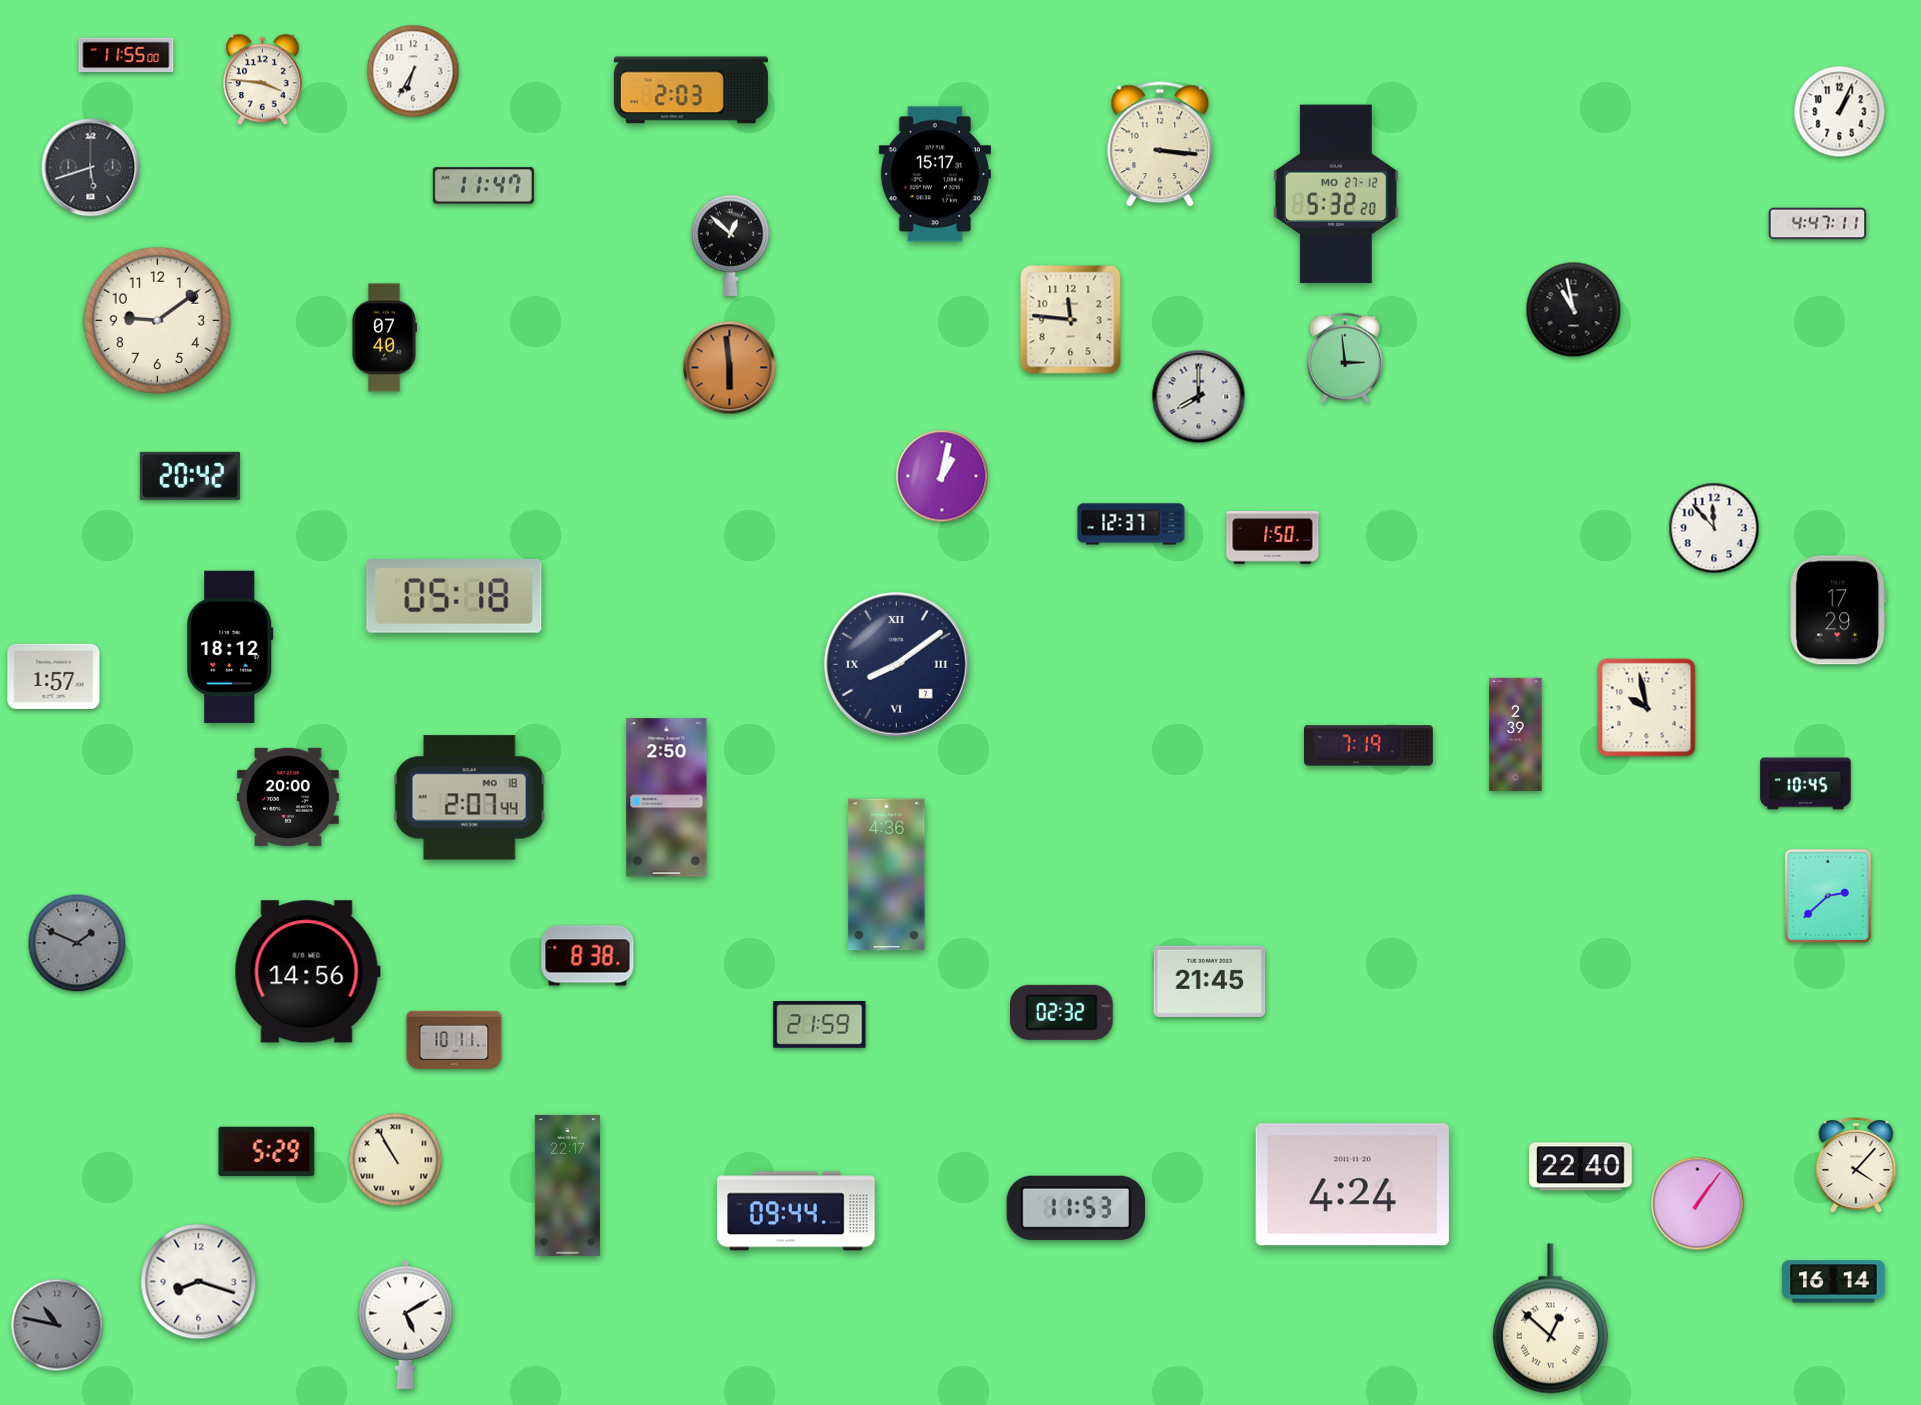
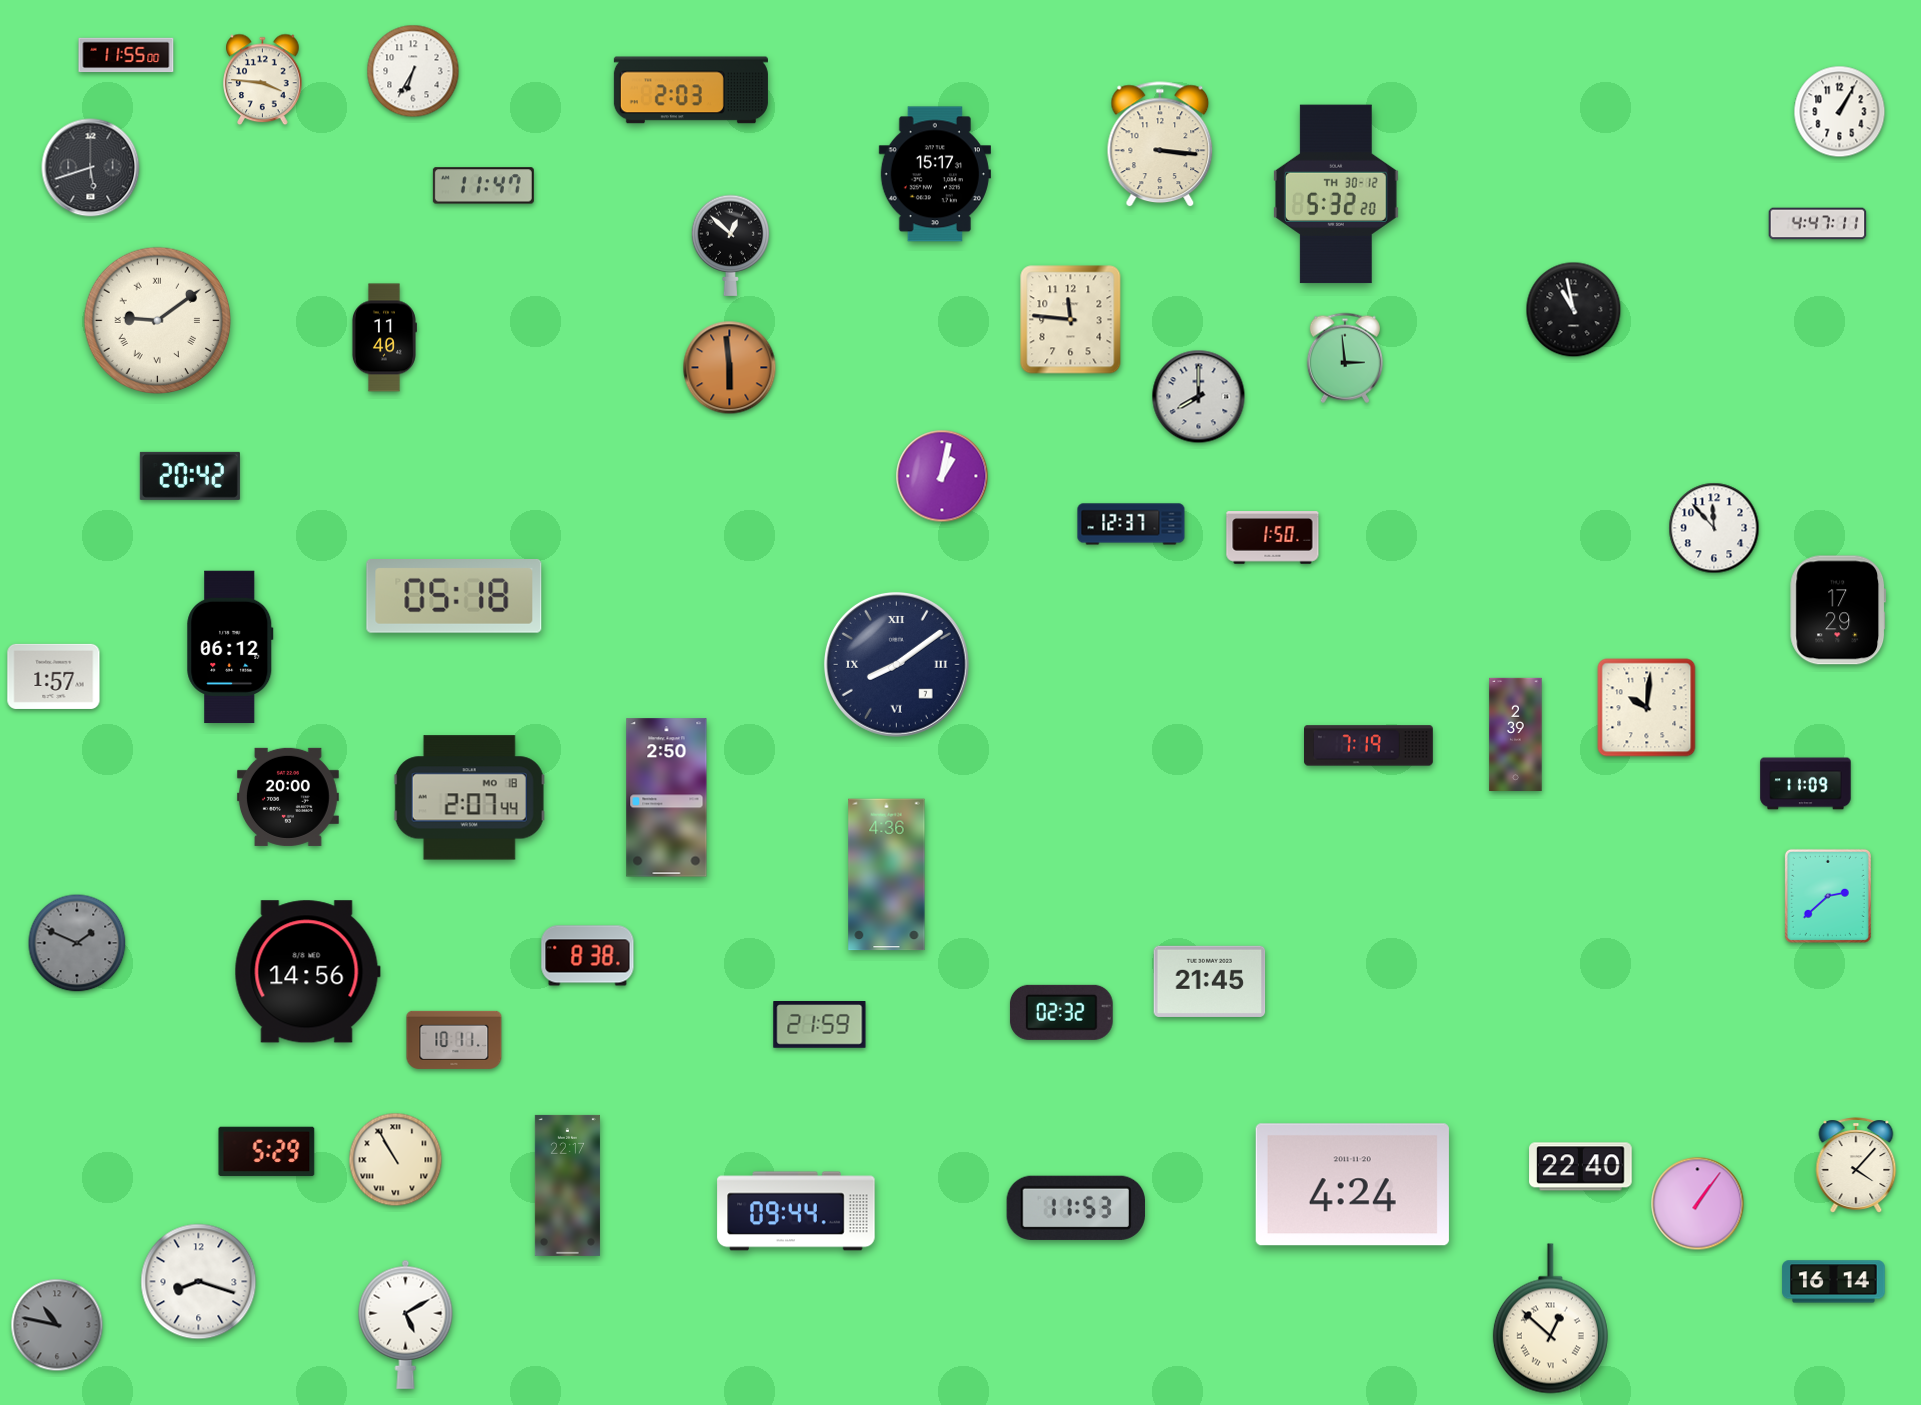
clock at (1840, 112): 1:04 -> 1:05
clock at (1336, 194) date: MO 27-12 -> TH 30-12
clock at (157, 320) numerals: Arabic -> Roman
clock at (384, 338): 07:40 -> 11:40
clock at (230, 647): 18:12 -> 06:12
clock at (1647, 708): 9:58 -> 10:01
clock at (1806, 784): 10:45 -> 11:09
